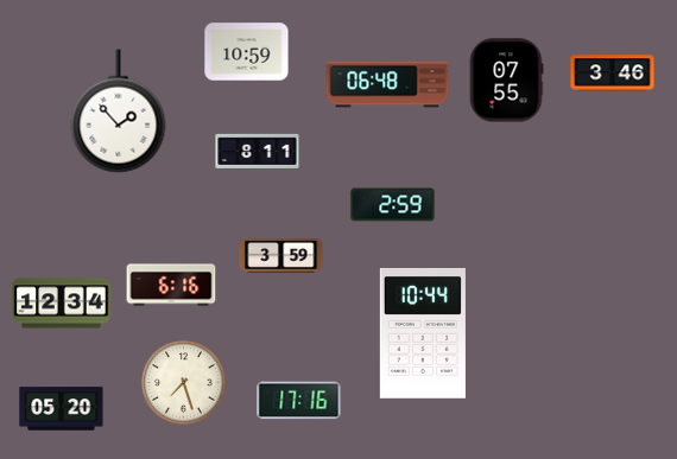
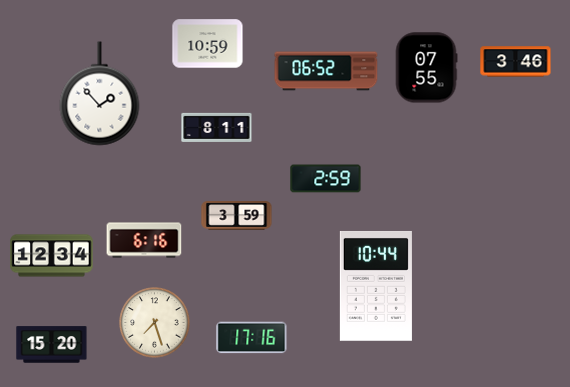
clock at (387, 84): 06:48 -> 06:52
clock at (393, 205) position: (393, 205) -> (326, 179)
clock at (423, 333) position: (423, 333) -> (376, 286)
clock at (62, 409): 05:20 -> 15:20
